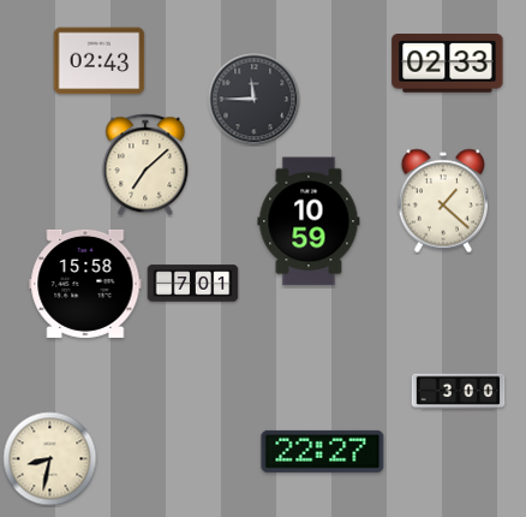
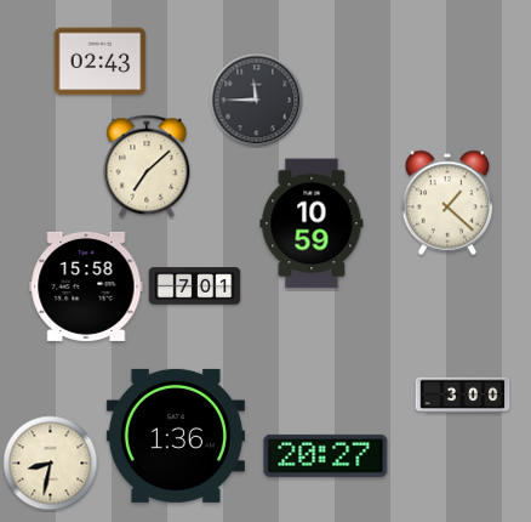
clock at (448, 64): 02:33 -> none
clock at (176, 436): none -> 1:36
clock at (323, 451): 22:27 -> 20:27
